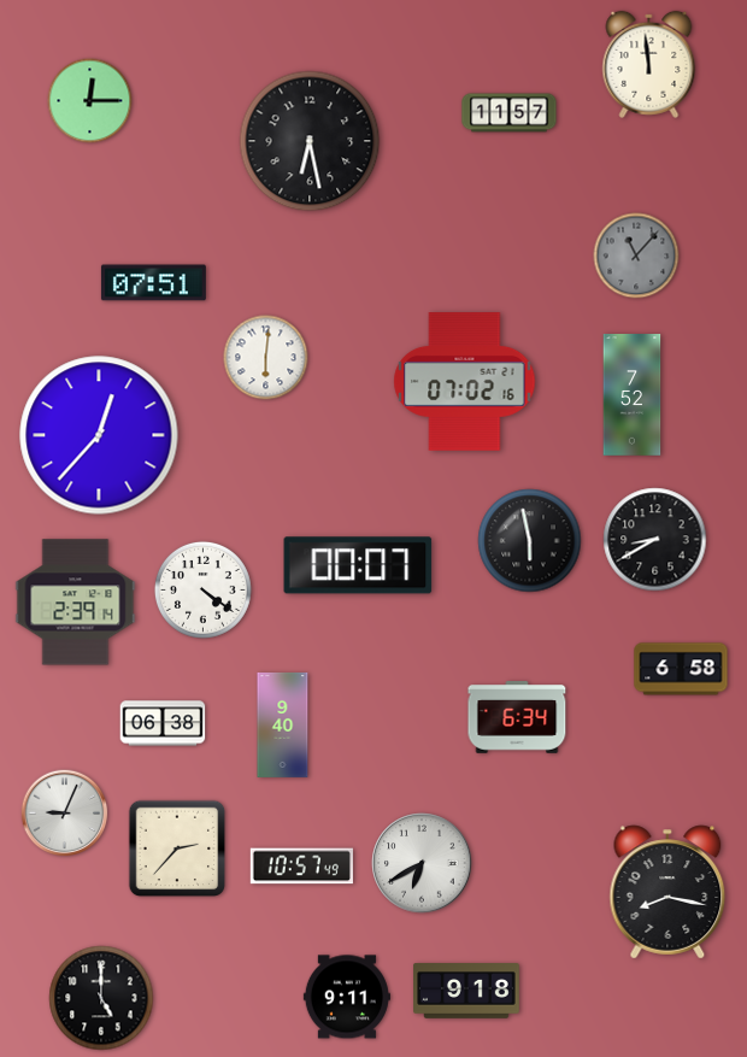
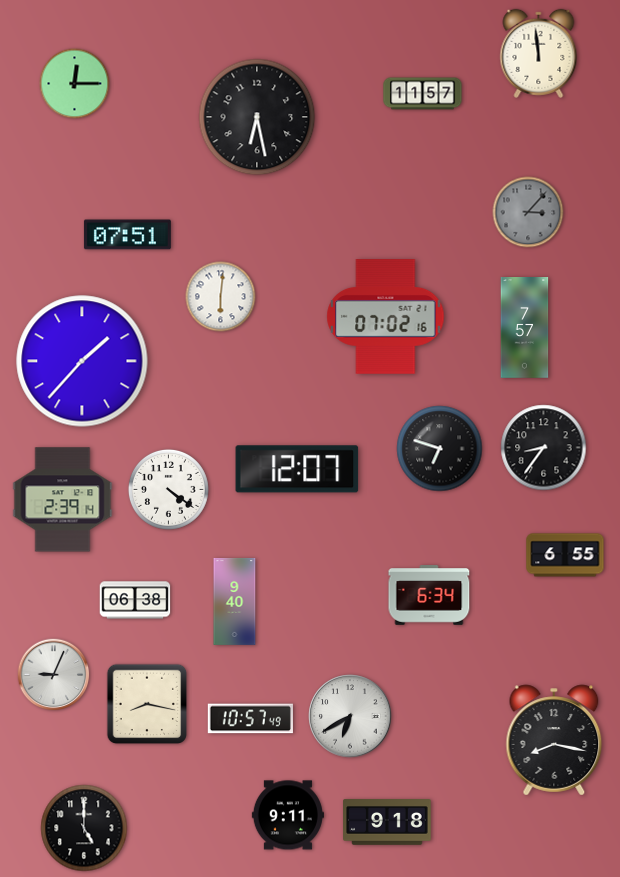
clock at (636, 256): 11:07 -> 3:07
clock at (633, 395): 7:52 -> 7:57
clock at (99, 435): 12:37 -> 1:37
clock at (655, 540): 8:40 -> 8:36
clock at (530, 541): 5:58 -> 6:48
clock at (358, 565): 00:07 -> 12:07
clock at (681, 669): 6:58 -> 6:55
clock at (177, 848): 2:37 -> 8:17
clock at (347, 997) position: (347, 997) -> (288, 815)
